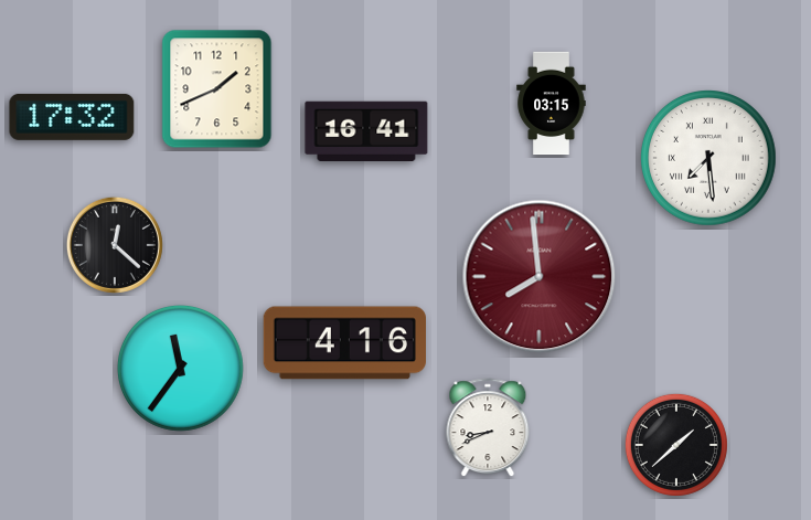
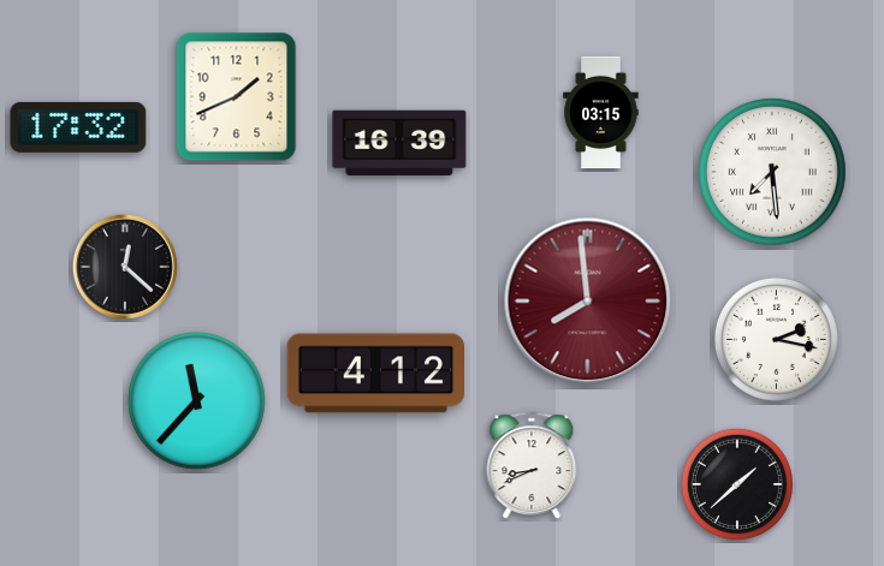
clock at (366, 130): 16:41 -> 16:39
clock at (776, 339): none -> 2:17
clock at (344, 343): 4:16 -> 4:12
clock at (180, 368): 11:36 -> 11:37
